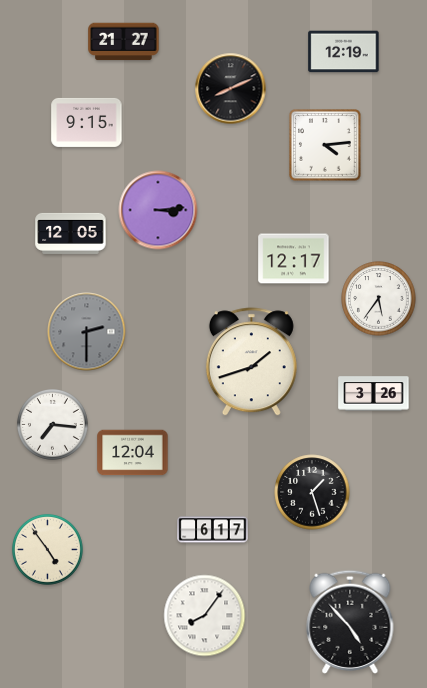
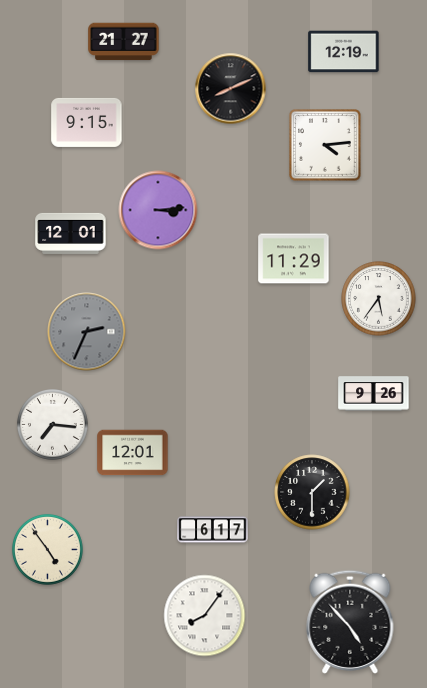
clock at (71, 233): 12:05 -> 12:01
clock at (294, 259): 12:17 -> 11:29
clock at (87, 332): 2:30 -> 2:34
clock at (251, 362): 1:42 -> none
clock at (374, 394): 3:26 -> 9:26
clock at (133, 453): 12:04 -> 12:01
clock at (312, 492): 1:27 -> 1:30
